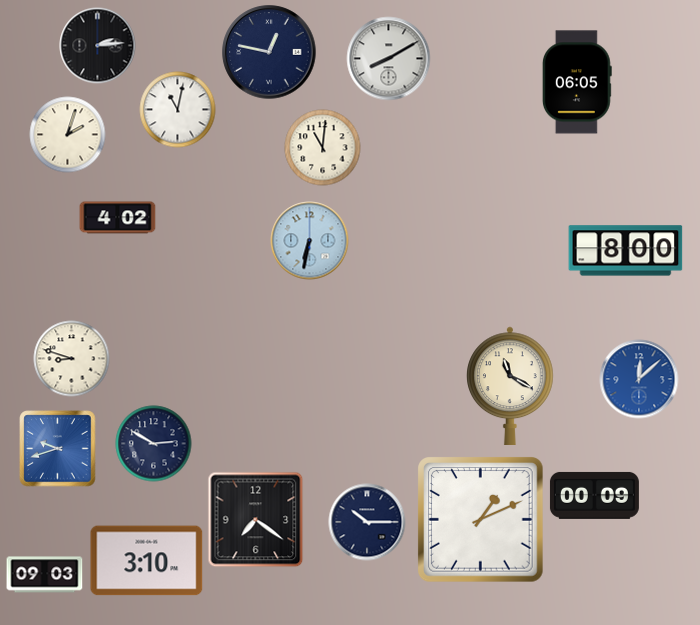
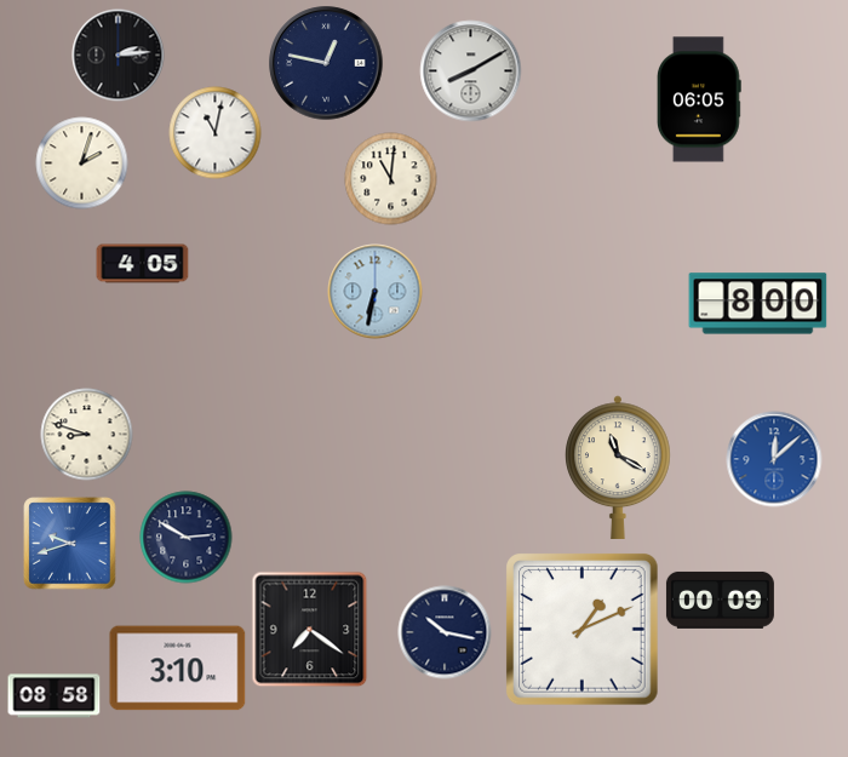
clock at (118, 218): 4:02 -> 4:05
clock at (367, 522): 10:15 -> 10:17
clock at (147, 561) position: (147, 561) -> (178, 669)
clock at (45, 575): 09:03 -> 08:58
